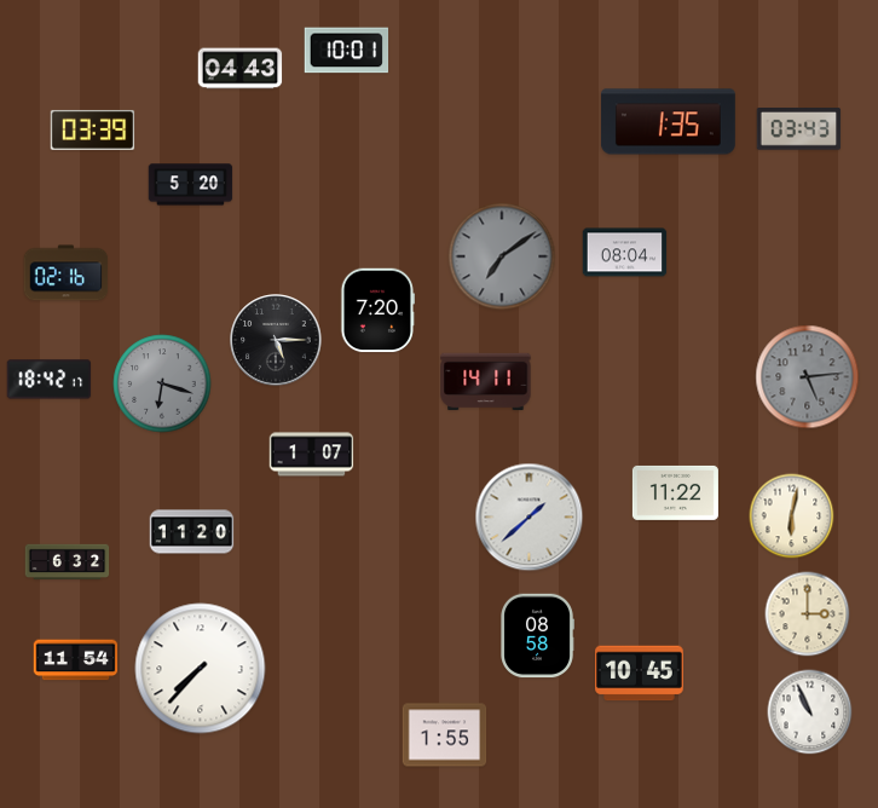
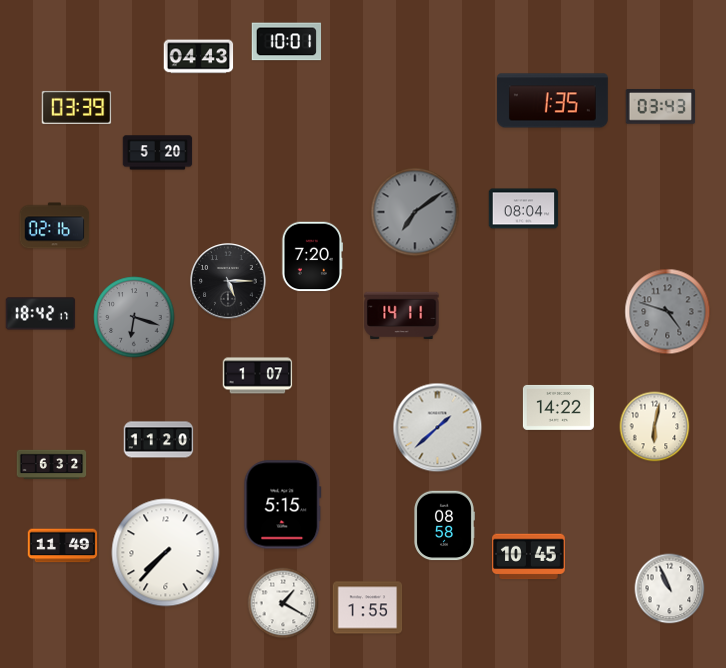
clock at (625, 253) position: (625, 253) -> (524, 209)
clock at (808, 377): 5:14 -> 4:48
clock at (675, 492): 11:22 -> 14:22
clock at (68, 562) position: (68, 562) -> (52, 465)
clock at (283, 505): none -> 5:15
clock at (808, 614): 3:00 -> none
clock at (76, 660): 11:54 -> 11:49
clock at (283, 603): none -> 1:20
